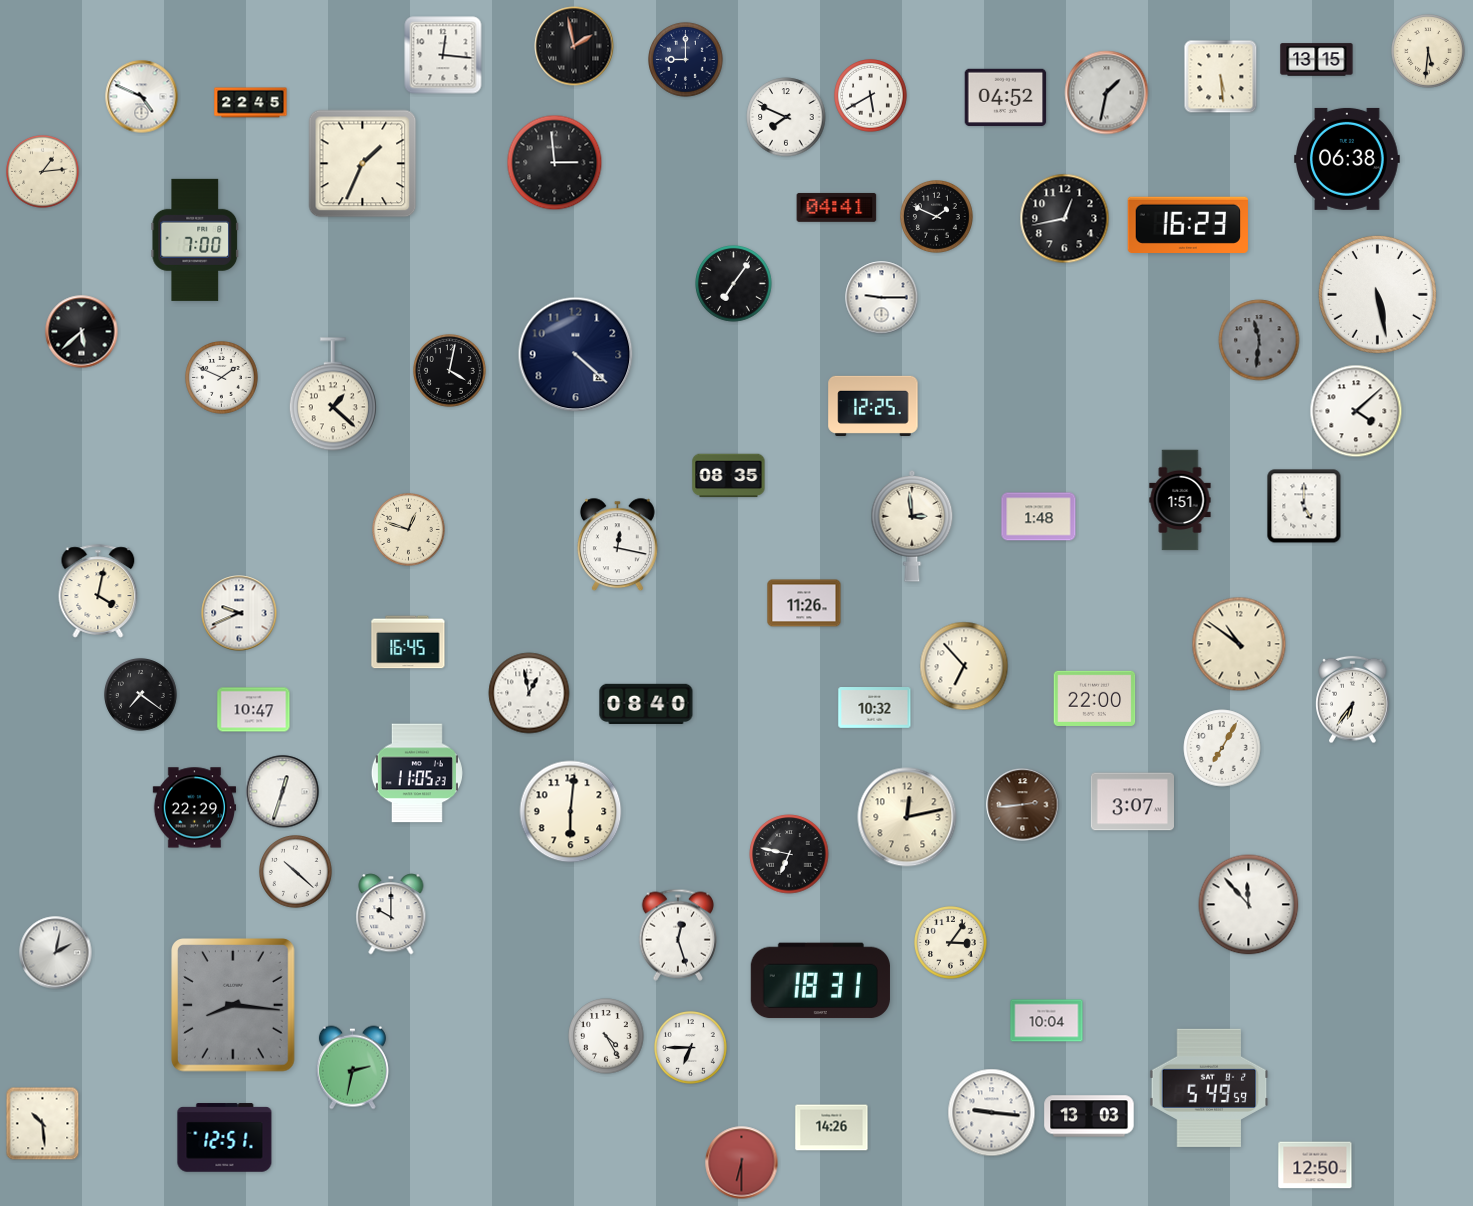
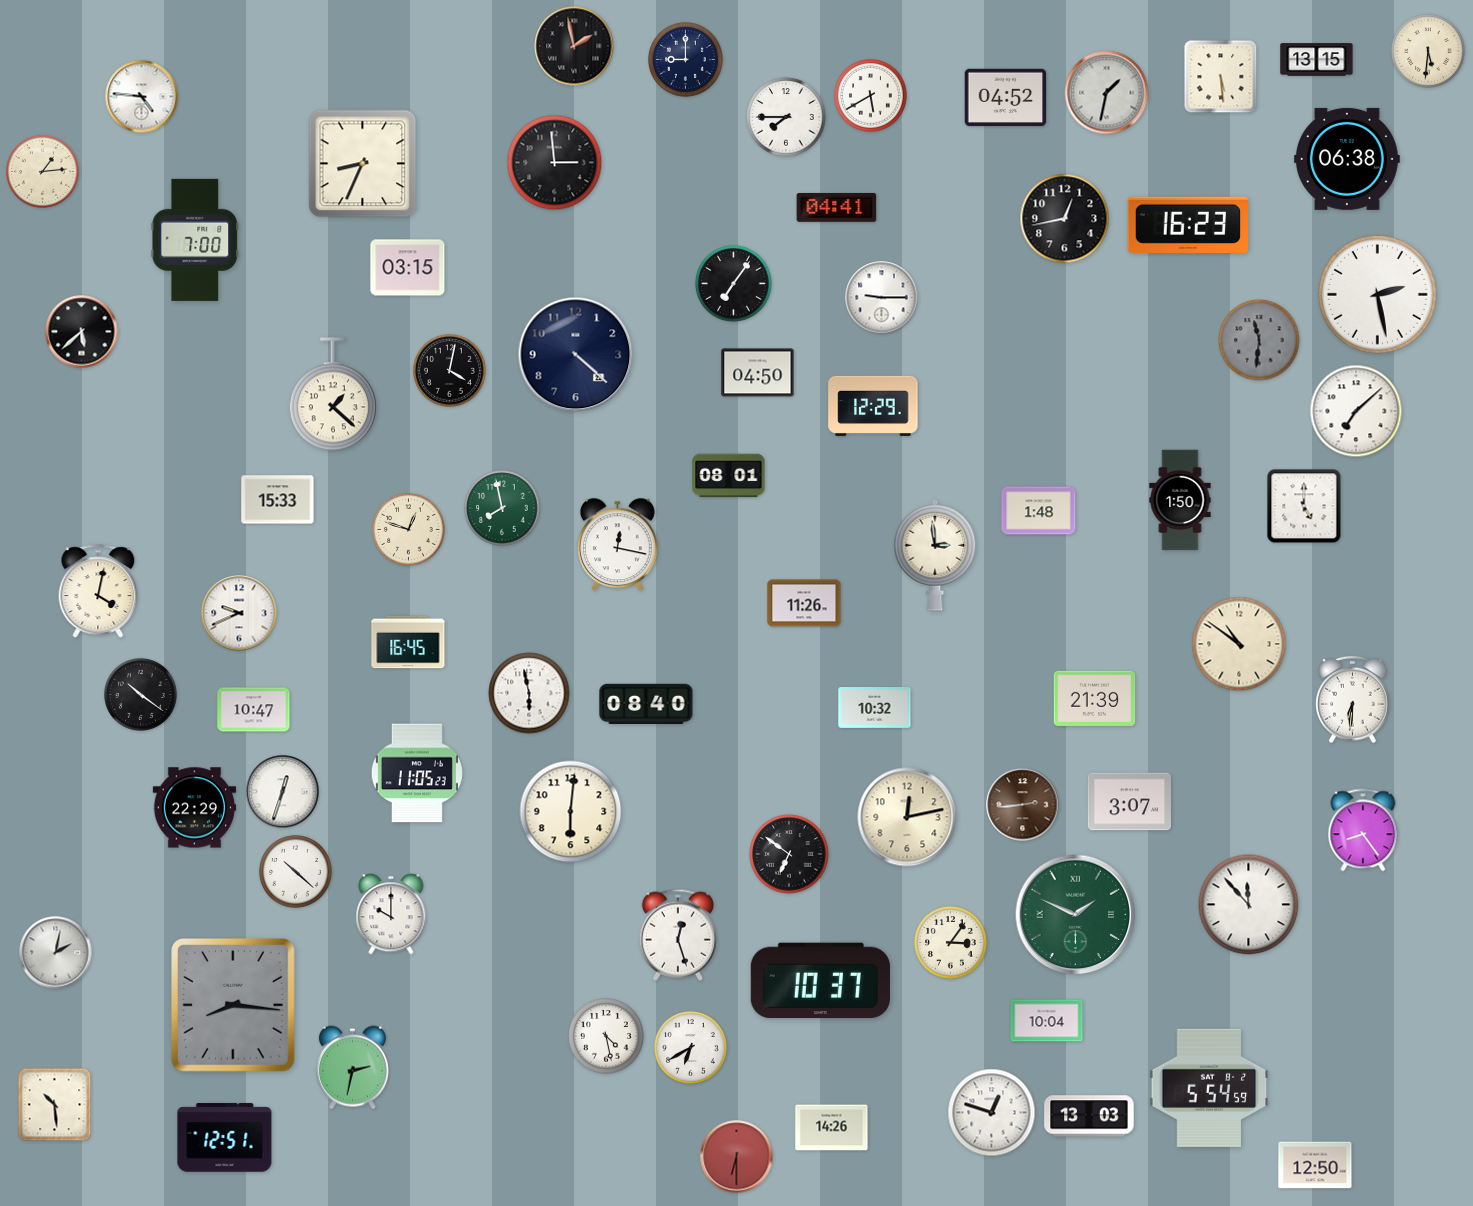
clock at (443, 55): 12:16 -> none
clock at (142, 97): 4:49 -> 4:46
clock at (251, 103): 22:45 -> none
clock at (786, 117): 7:49 -> 7:45
clock at (363, 164): 1:34 -> 8:34
clock at (937, 217): 1:49 -> none
clock at (408, 268): none -> 03:15
clock at (1377, 294): 5:28 -> 2:28
clock at (758, 373): none -> 04:50
clock at (222, 378): 1:49 -> none
clock at (873, 406): 12:25 -> 12:29
clock at (1356, 411): 4:08 -> 7:08
clock at (729, 476): 08:35 -> 08:01
clock at (278, 500): none -> 15:33
clock at (1180, 500): 1:51 -> 1:50
clock at (502, 508): none -> 7:58
clock at (1039, 517) position: (1039, 517) -> (1039, 511)
clock at (912, 526) position: (912, 526) -> (935, 555)
clock at (964, 666): 6:53 -> none
clock at (529, 693): 12:58 -> 5:58
clock at (141, 695): 7:21 -> 10:21
clock at (1095, 698): 22:00 -> 21:39
clock at (1353, 700): 6:36 -> 6:31
clock at (1222, 748): 7:05 -> none
clock at (1132, 802) position: (1132, 802) -> (1129, 802)
clock at (1363, 830): none -> 8:24
clock at (789, 854): 6:47 -> 6:51
clock at (1076, 915): none -> 1:49
clock at (820, 981): 18:31 -> 10:37
clock at (606, 1036): 4:25 -> 4:28
clock at (691, 1048): 6:45 -> 6:40
clock at (1209, 1088): 5:49 -> 5:54
clock at (992, 1113): 9:16 -> 12:48
clock at (43, 1124) position: (43, 1124) -> (55, 1105)
clock at (742, 1163) position: (742, 1163) -> (737, 1157)
